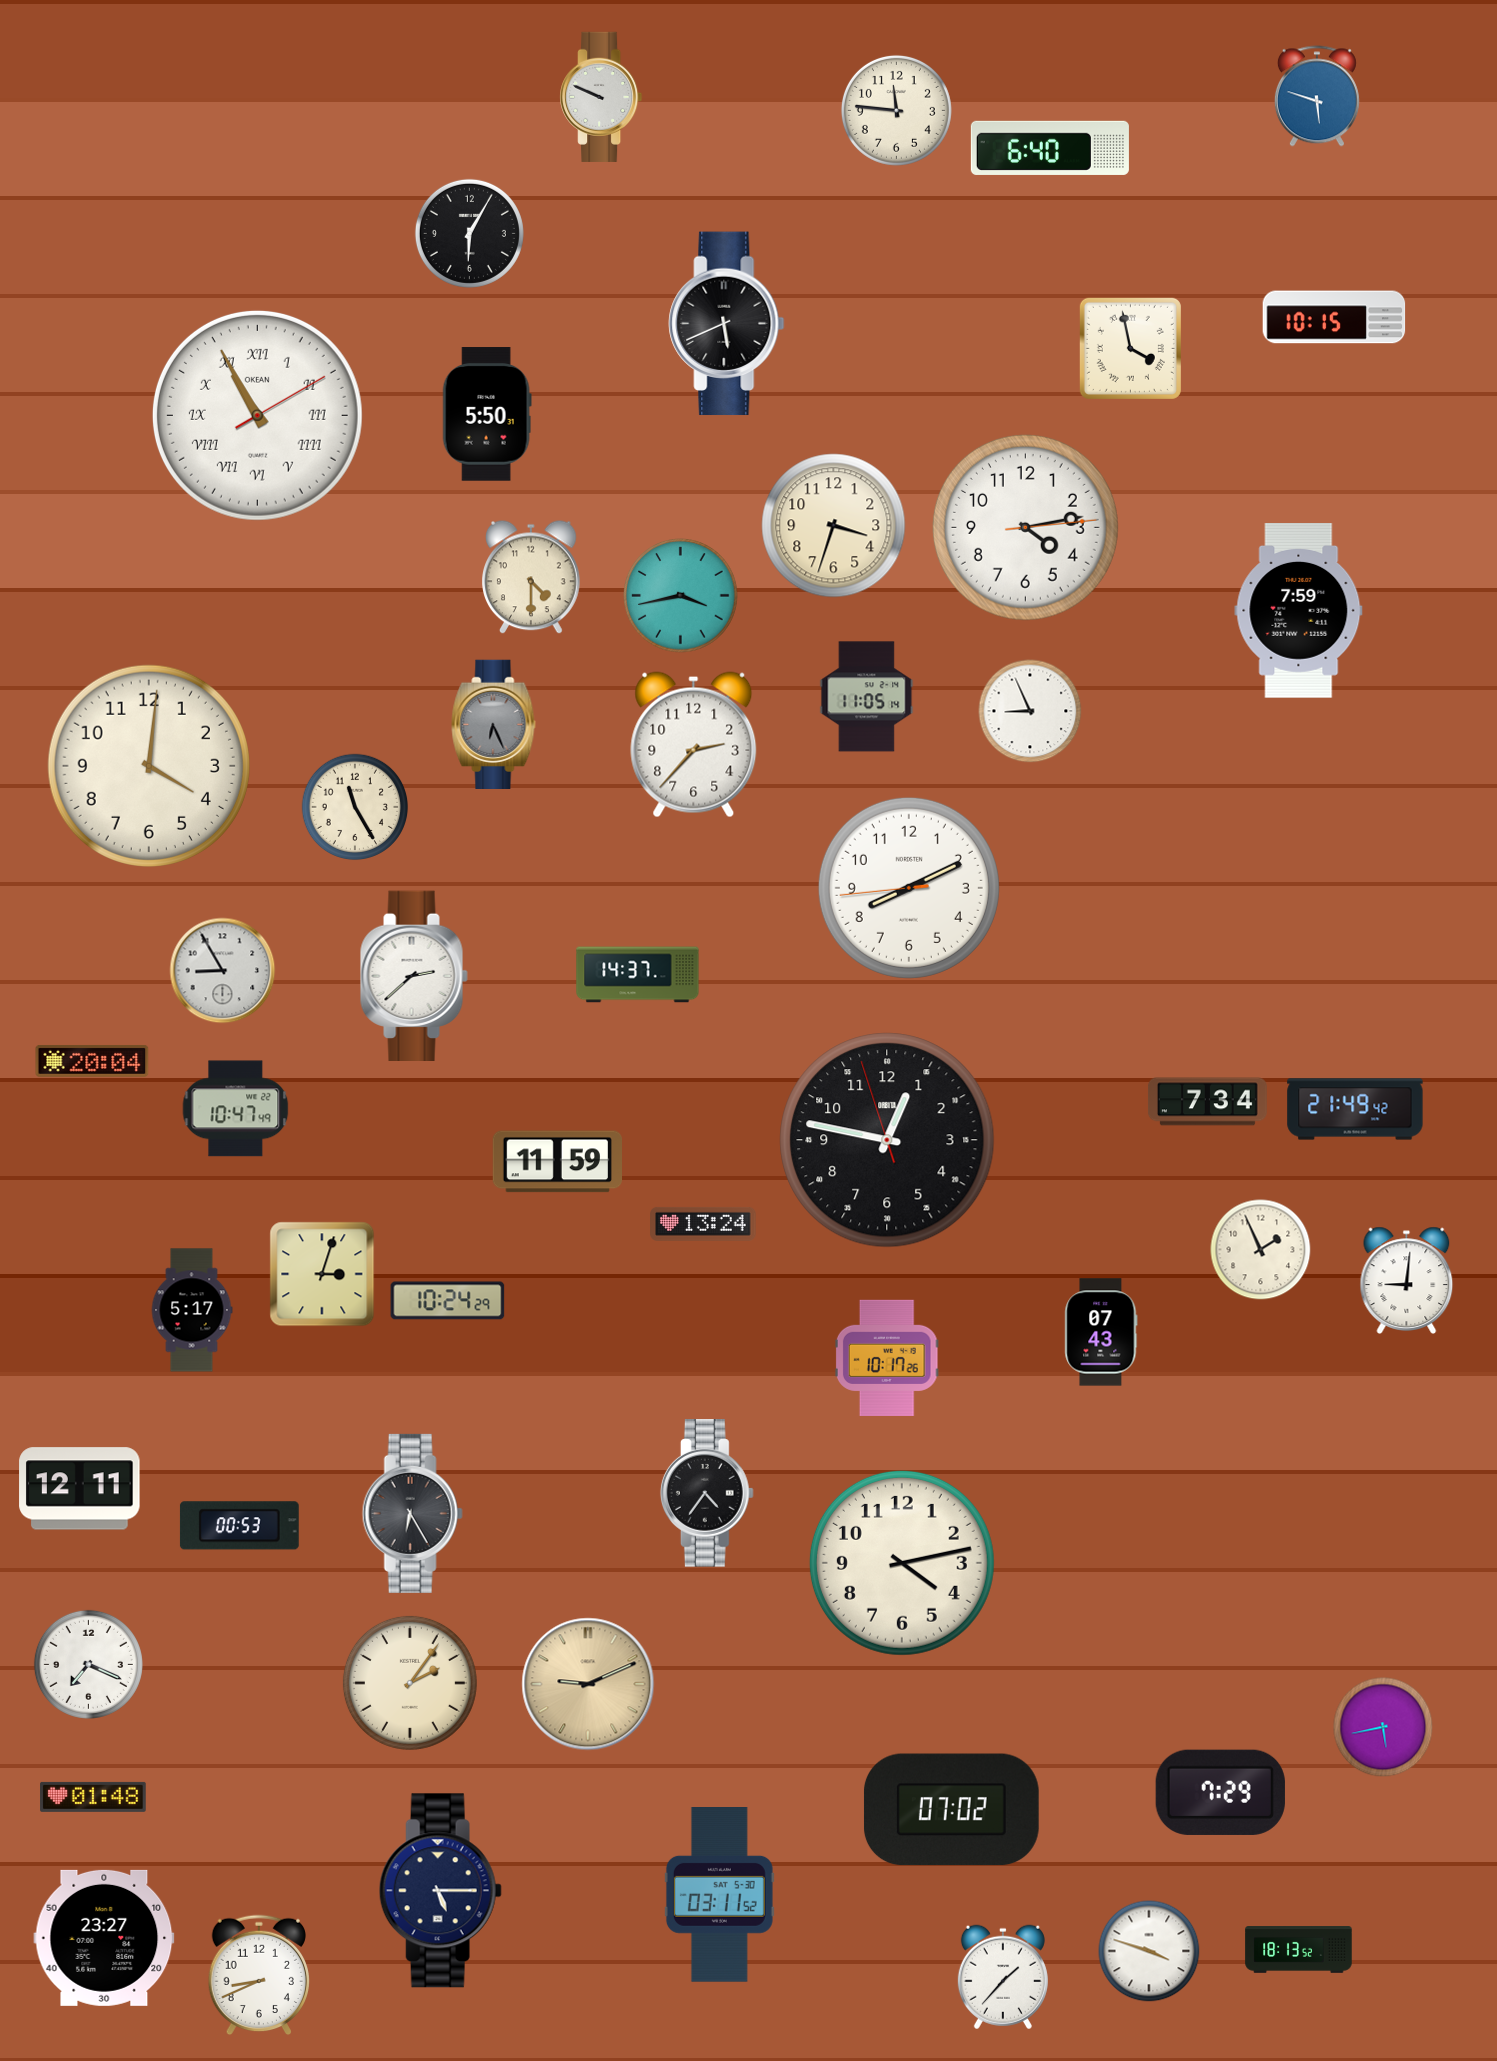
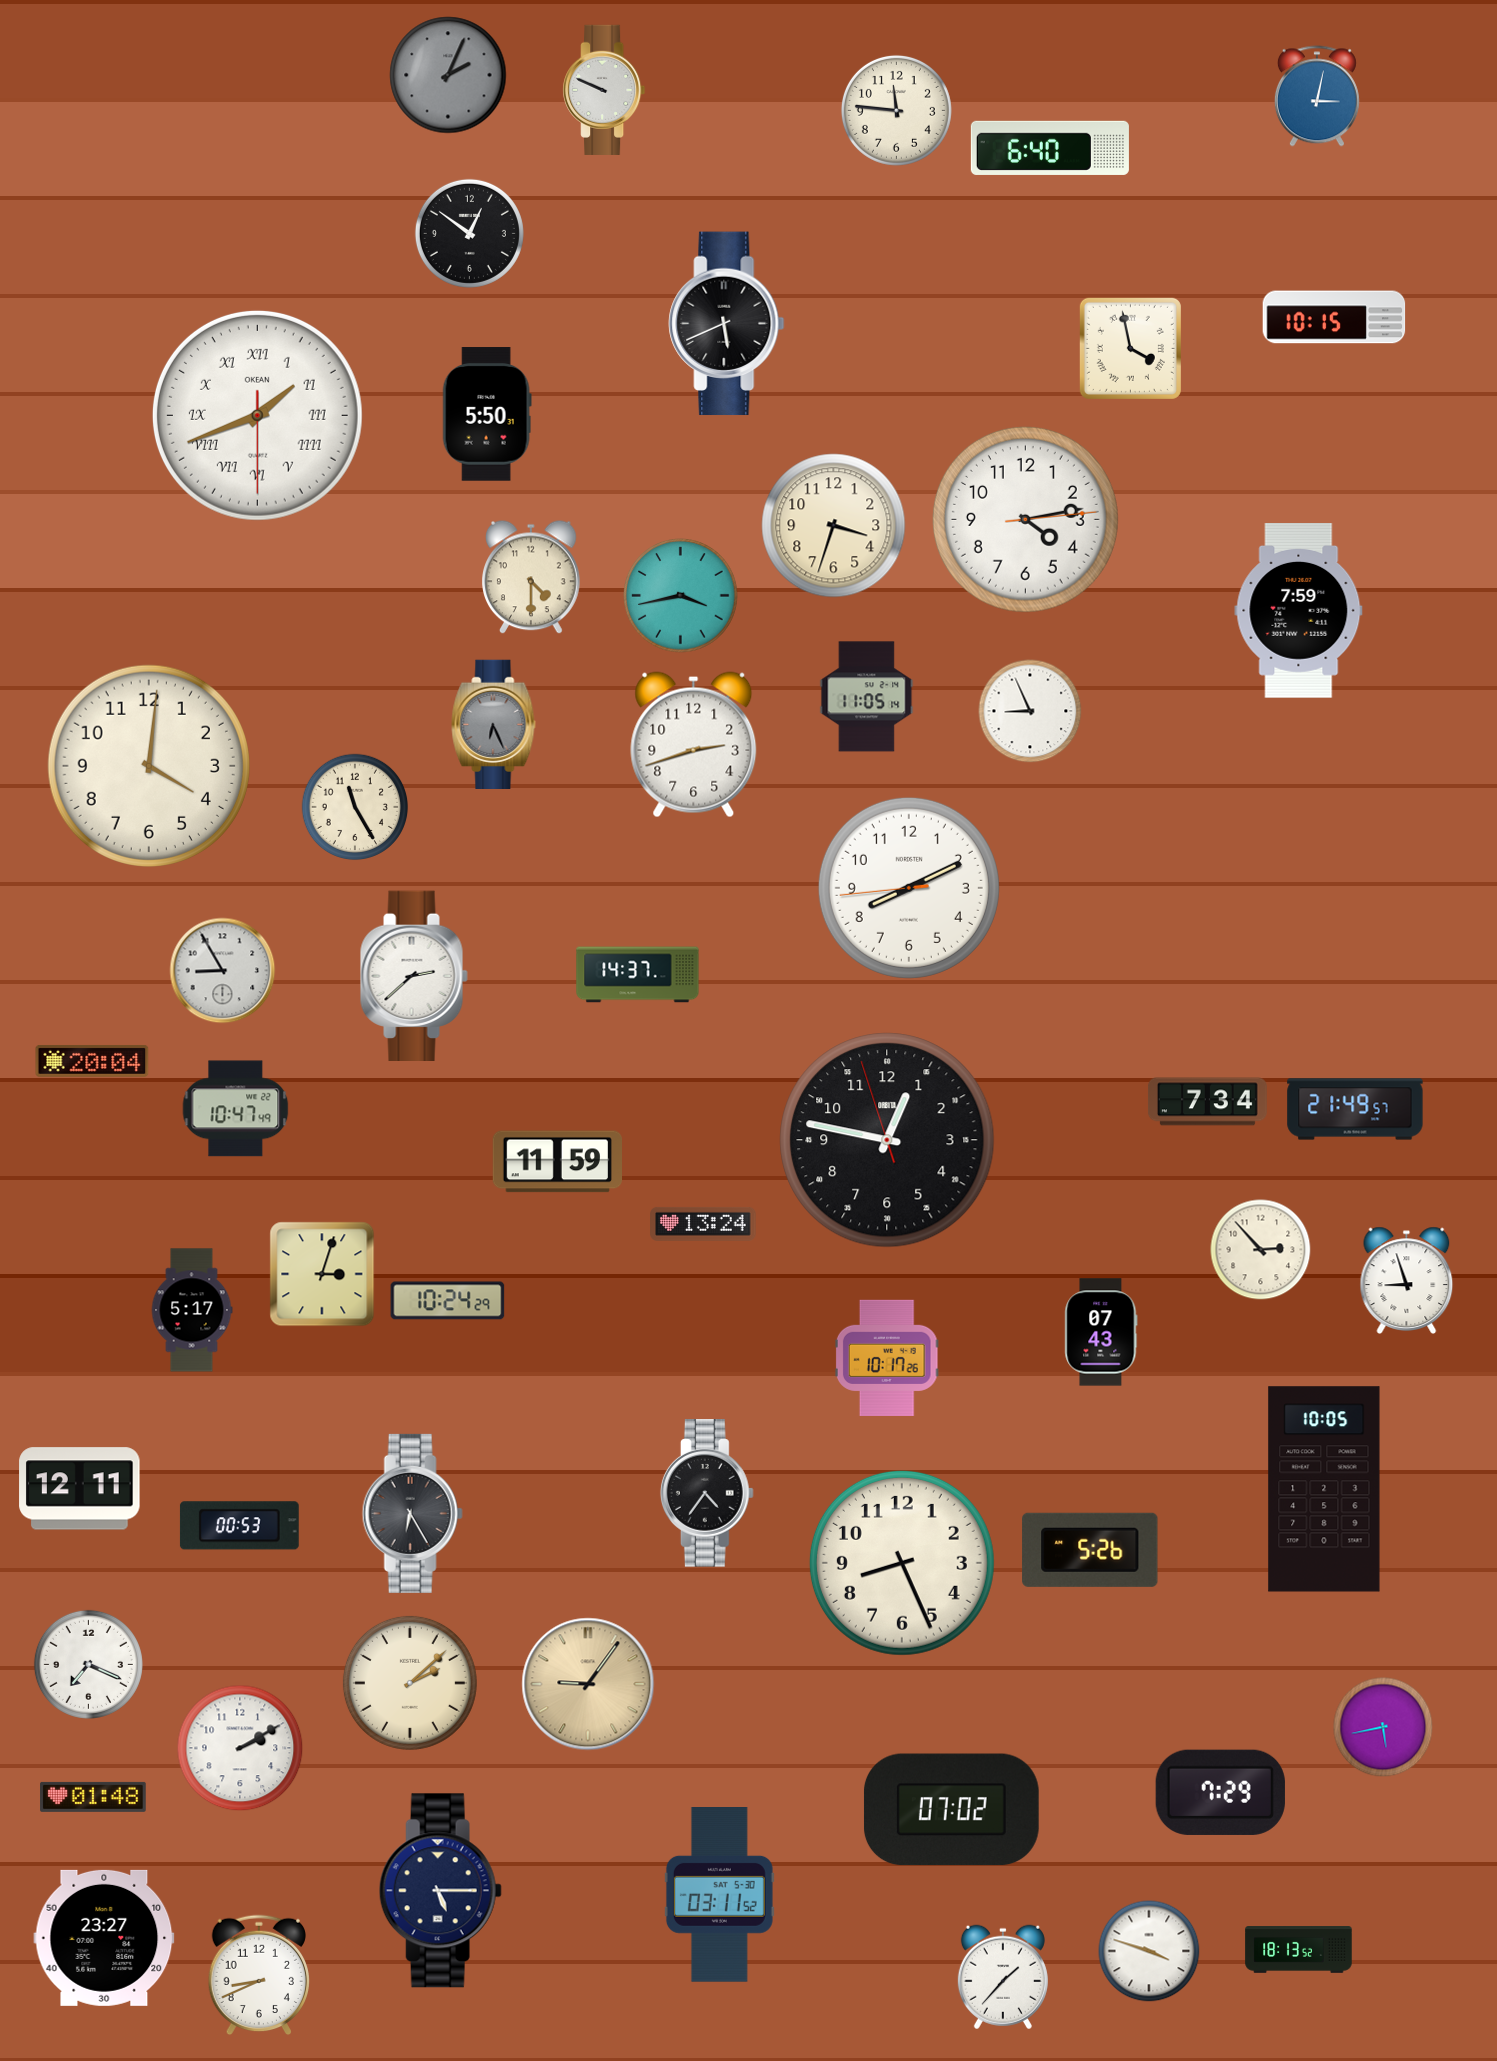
clock at (448, 75): none -> 2:04
clock at (1317, 96): 5:48 -> 3:02
clock at (601, 97) position: (601, 97) -> (604, 90)
clock at (469, 233): 6:05 -> 12:51
clock at (257, 415): 10:55 -> 1:41
clock at (1025, 527) position: (1025, 527) -> (1025, 519)
clock at (694, 745): 2:37 -> 2:42
clock at (1355, 1109): 21:49:42 -> 21:49:57
clock at (1261, 1250): 1:56 -> 2:53
clock at (1407, 1280): 9:01 -> 8:57
clock at (1324, 1489): none -> 10:05
clock at (1090, 1550): none -> 5:26
clock at (902, 1563): 4:13 -> 8:26
clock at (410, 1683): 2:06 -> 2:08
clock at (588, 1684): 9:11 -> 9:06
clock at (240, 1748): none -> 2:10
